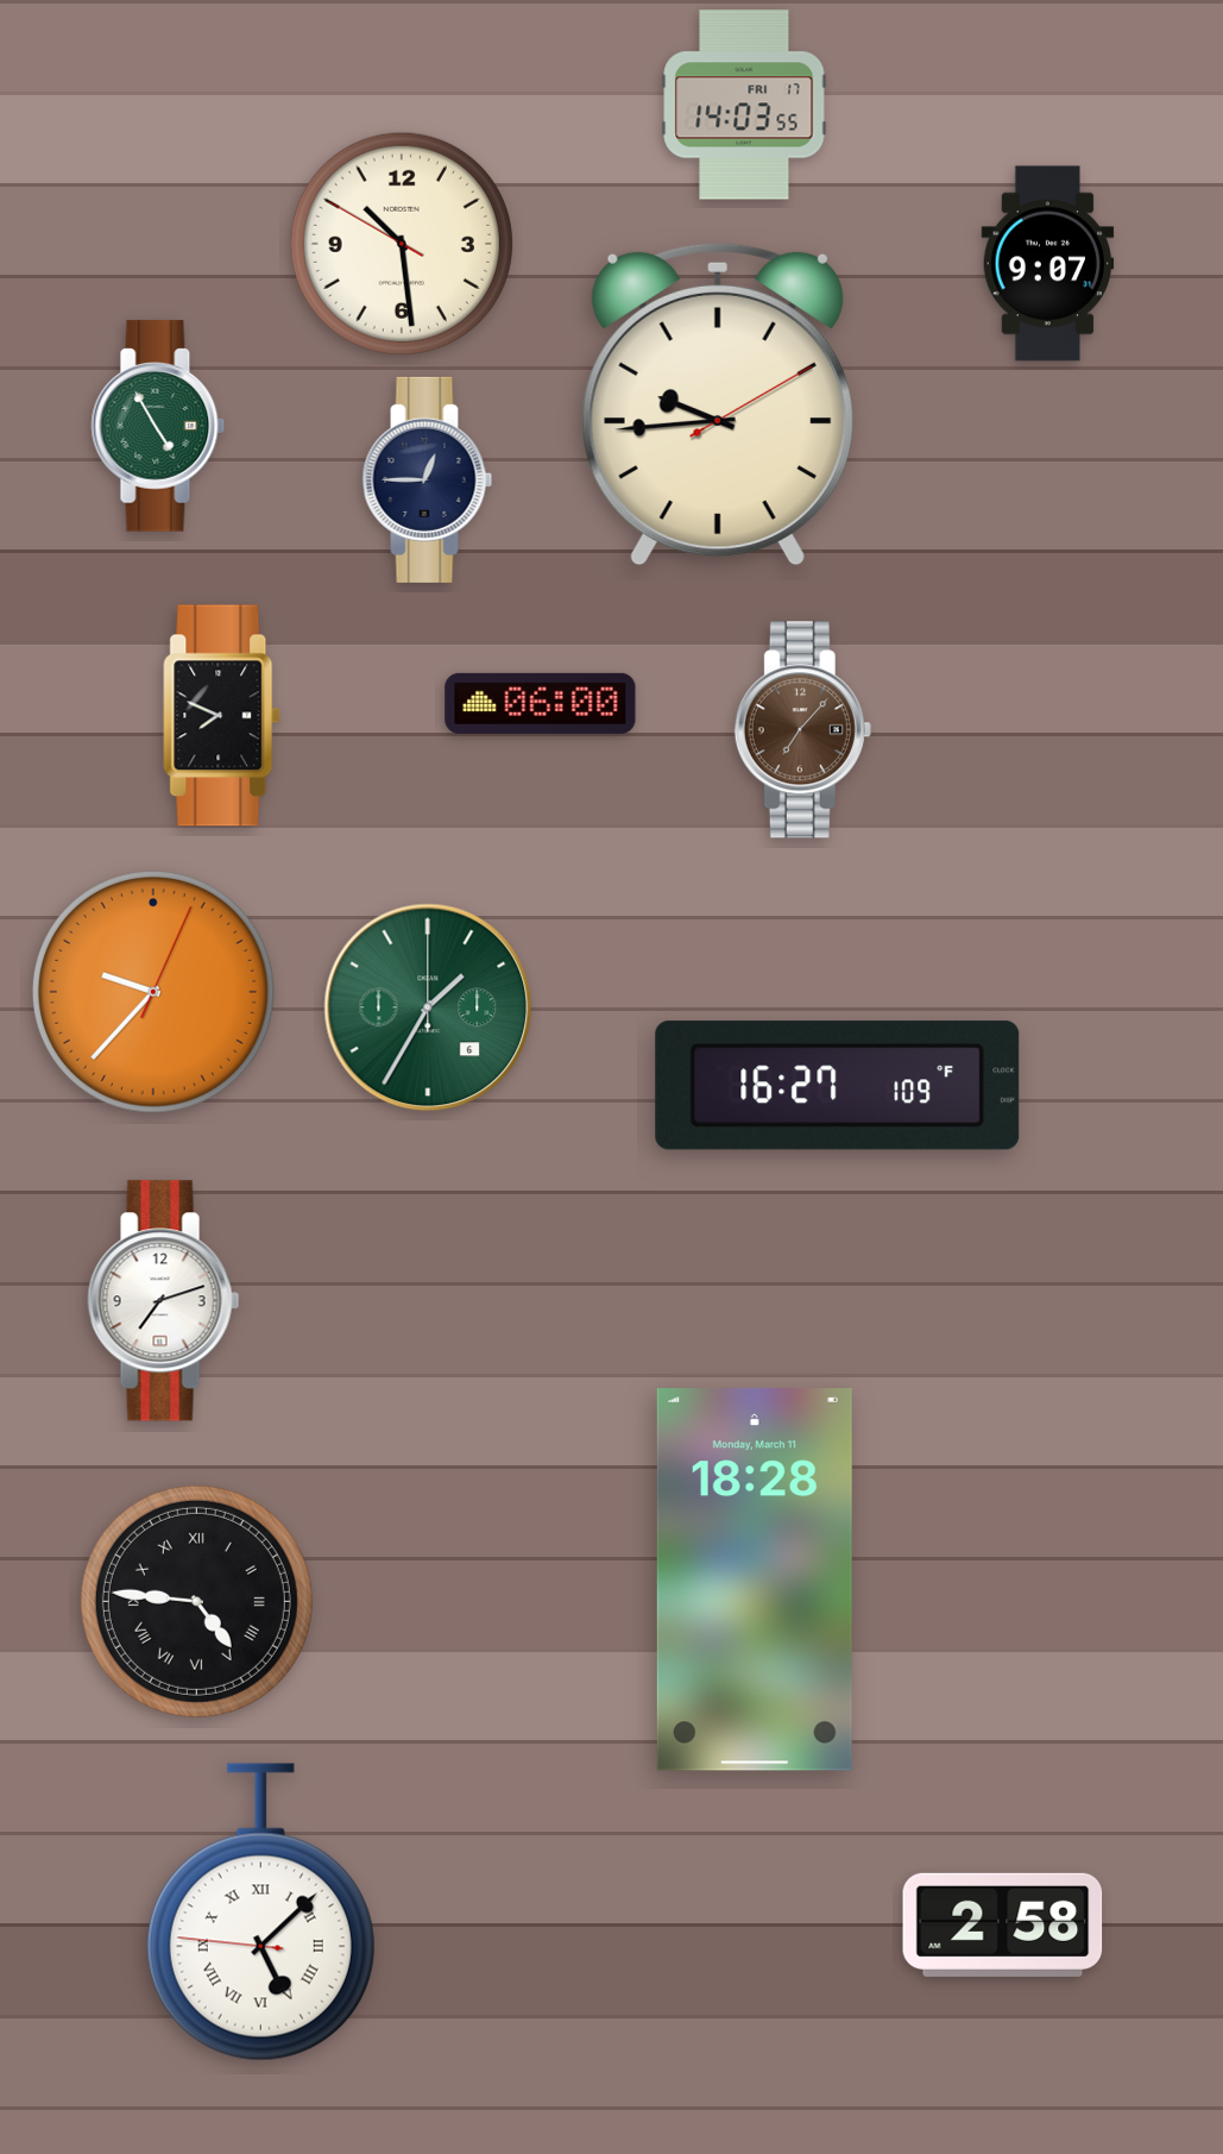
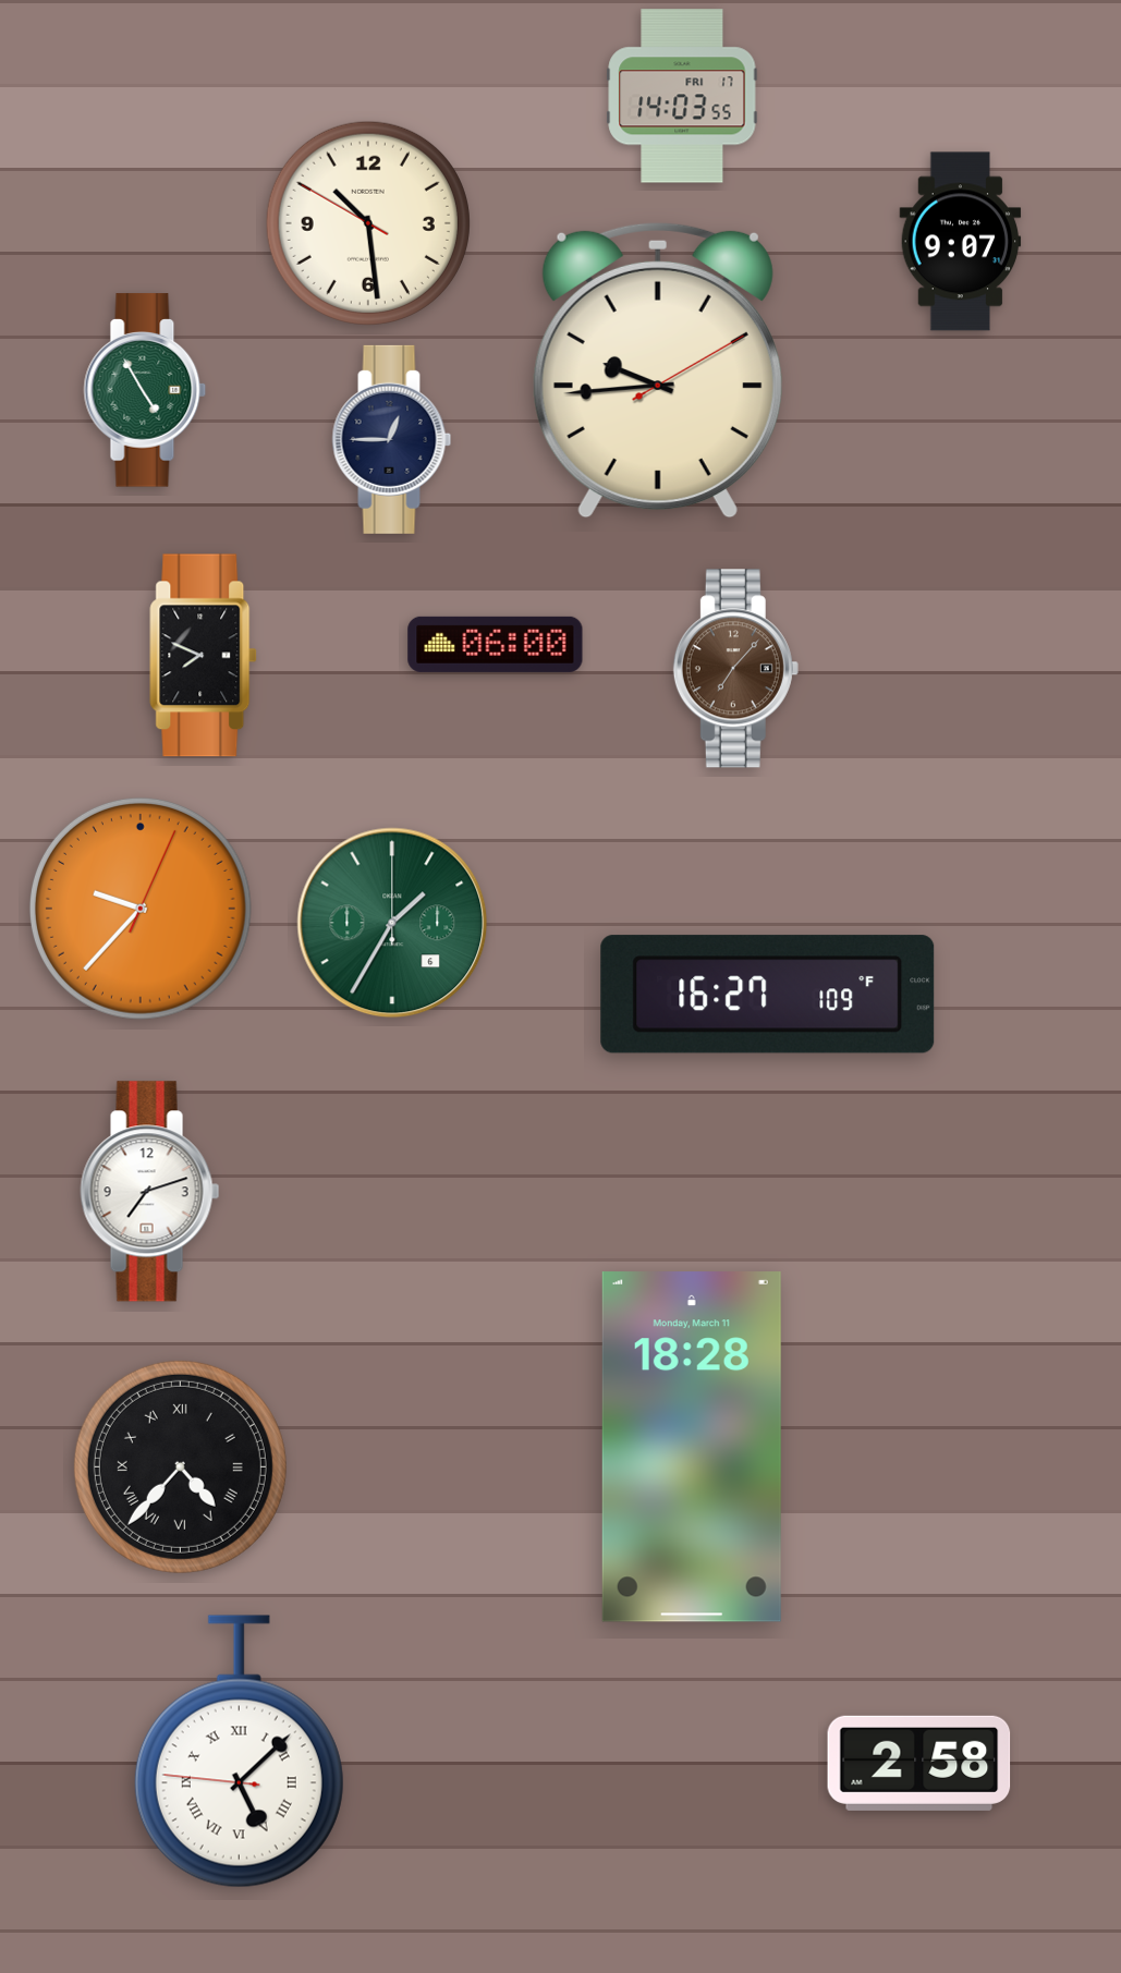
clock at (196, 1601): 4:46 -> 4:37
